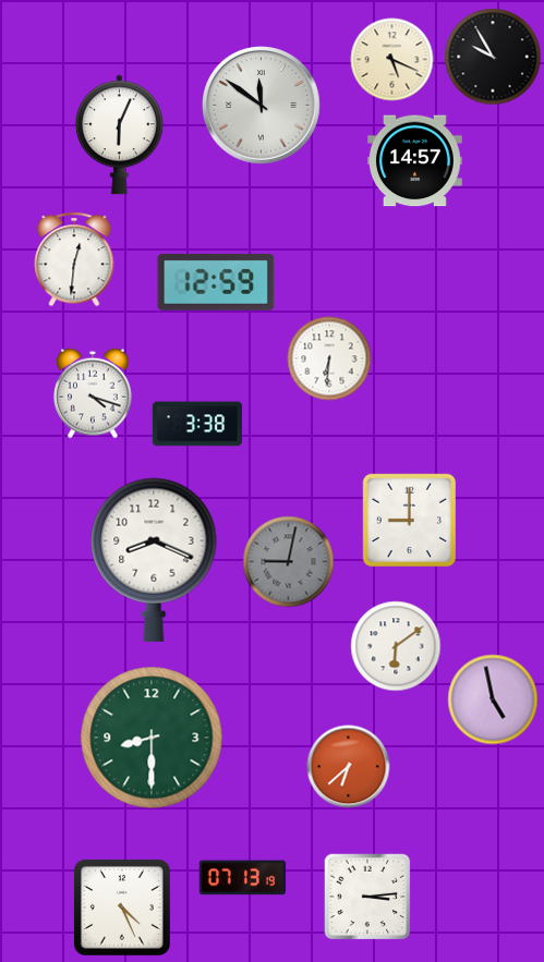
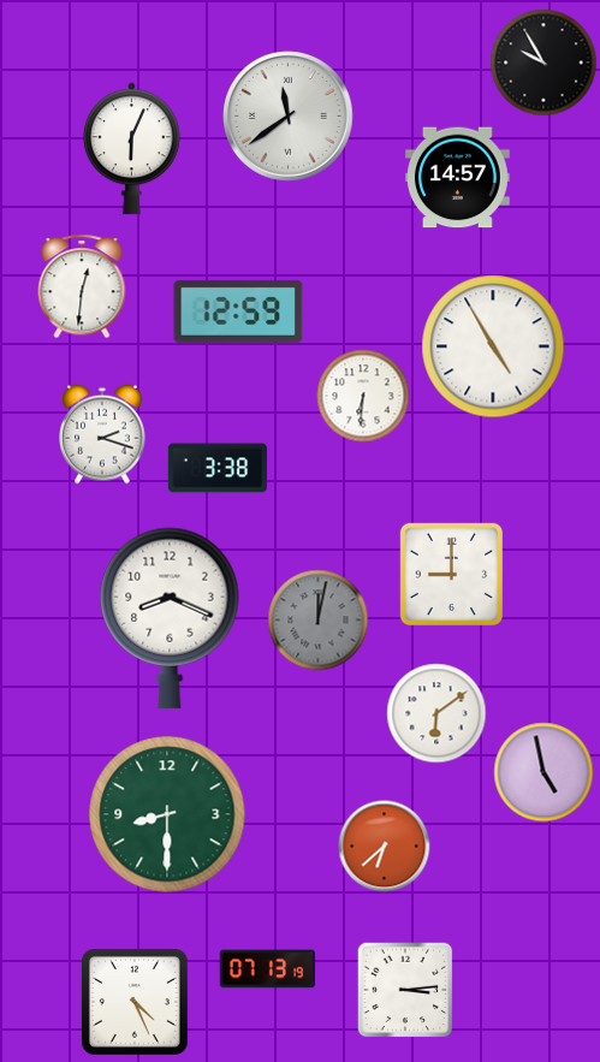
clock at (392, 60): 5:19 -> none
clock at (262, 106): 11:51 -> 11:39
clock at (493, 346): none -> 4:55
clock at (93, 393): 4:18 -> 2:18
clock at (289, 562): 9:02 -> 12:02
